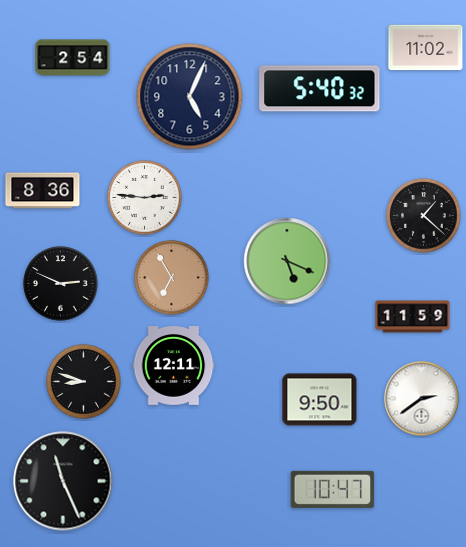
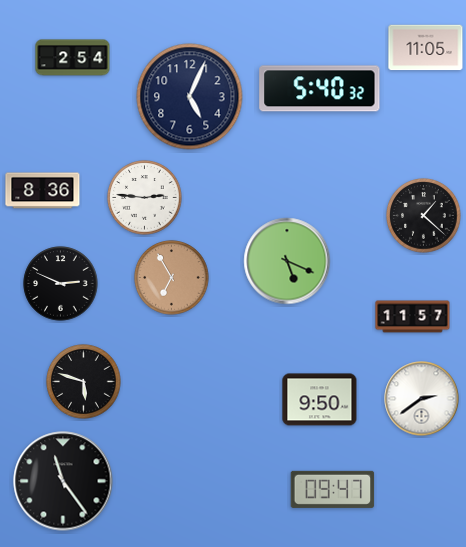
clock at (426, 48): 11:02 -> 11:05
clock at (413, 317): 11:59 -> 11:57
clock at (174, 366): 12:11 -> none
clock at (84, 382): 8:48 -> 5:48
clock at (63, 481): 11:26 -> 11:24
clock at (333, 489): 10:47 -> 09:47
